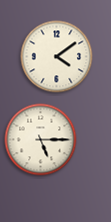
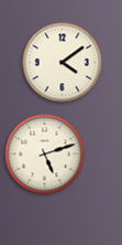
clock at (41, 140): 5:15 -> 5:12
